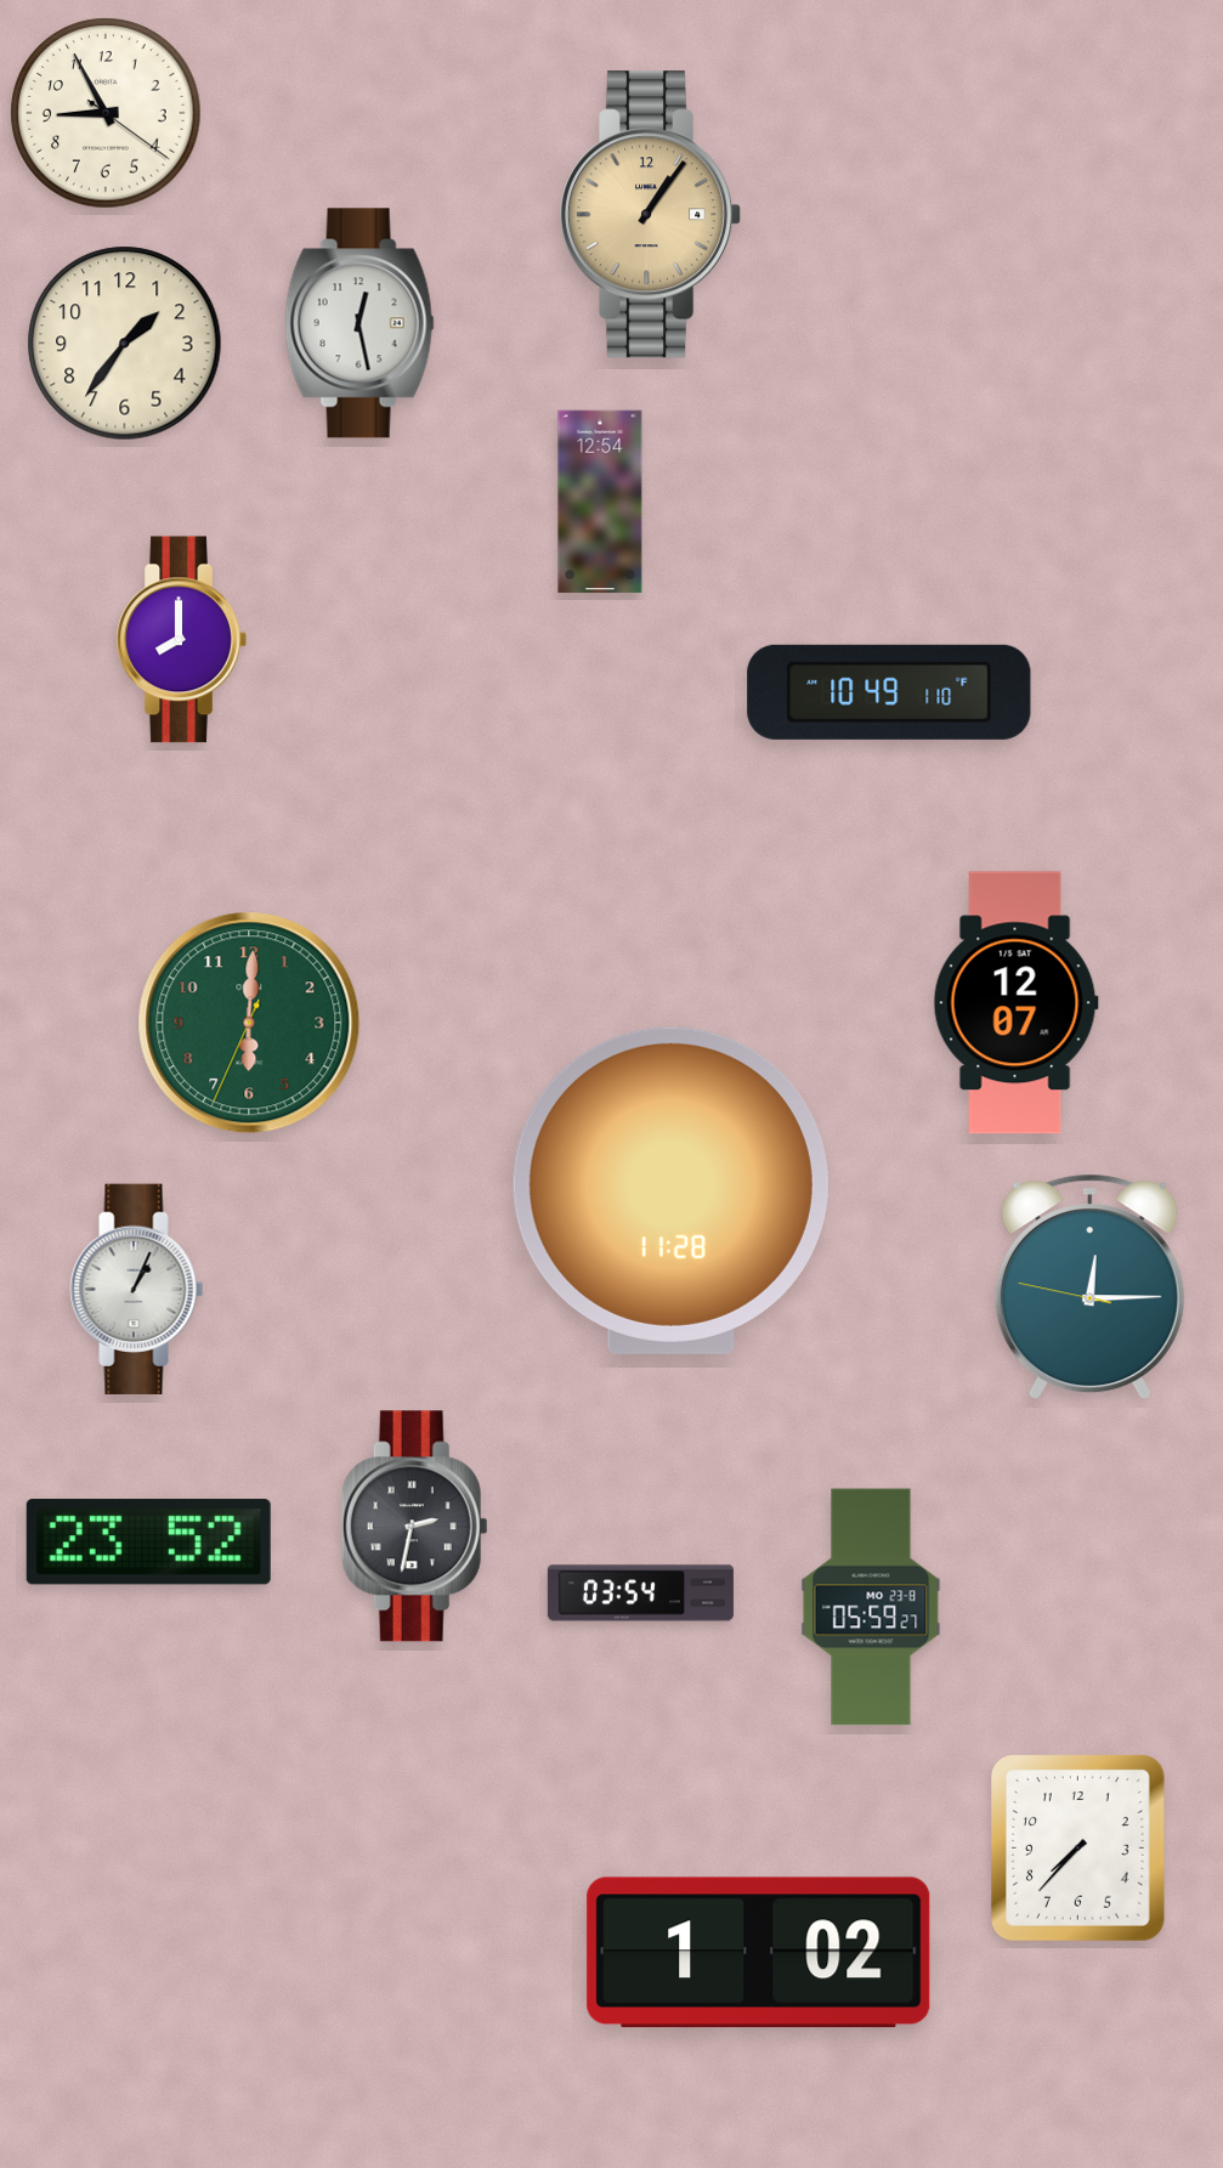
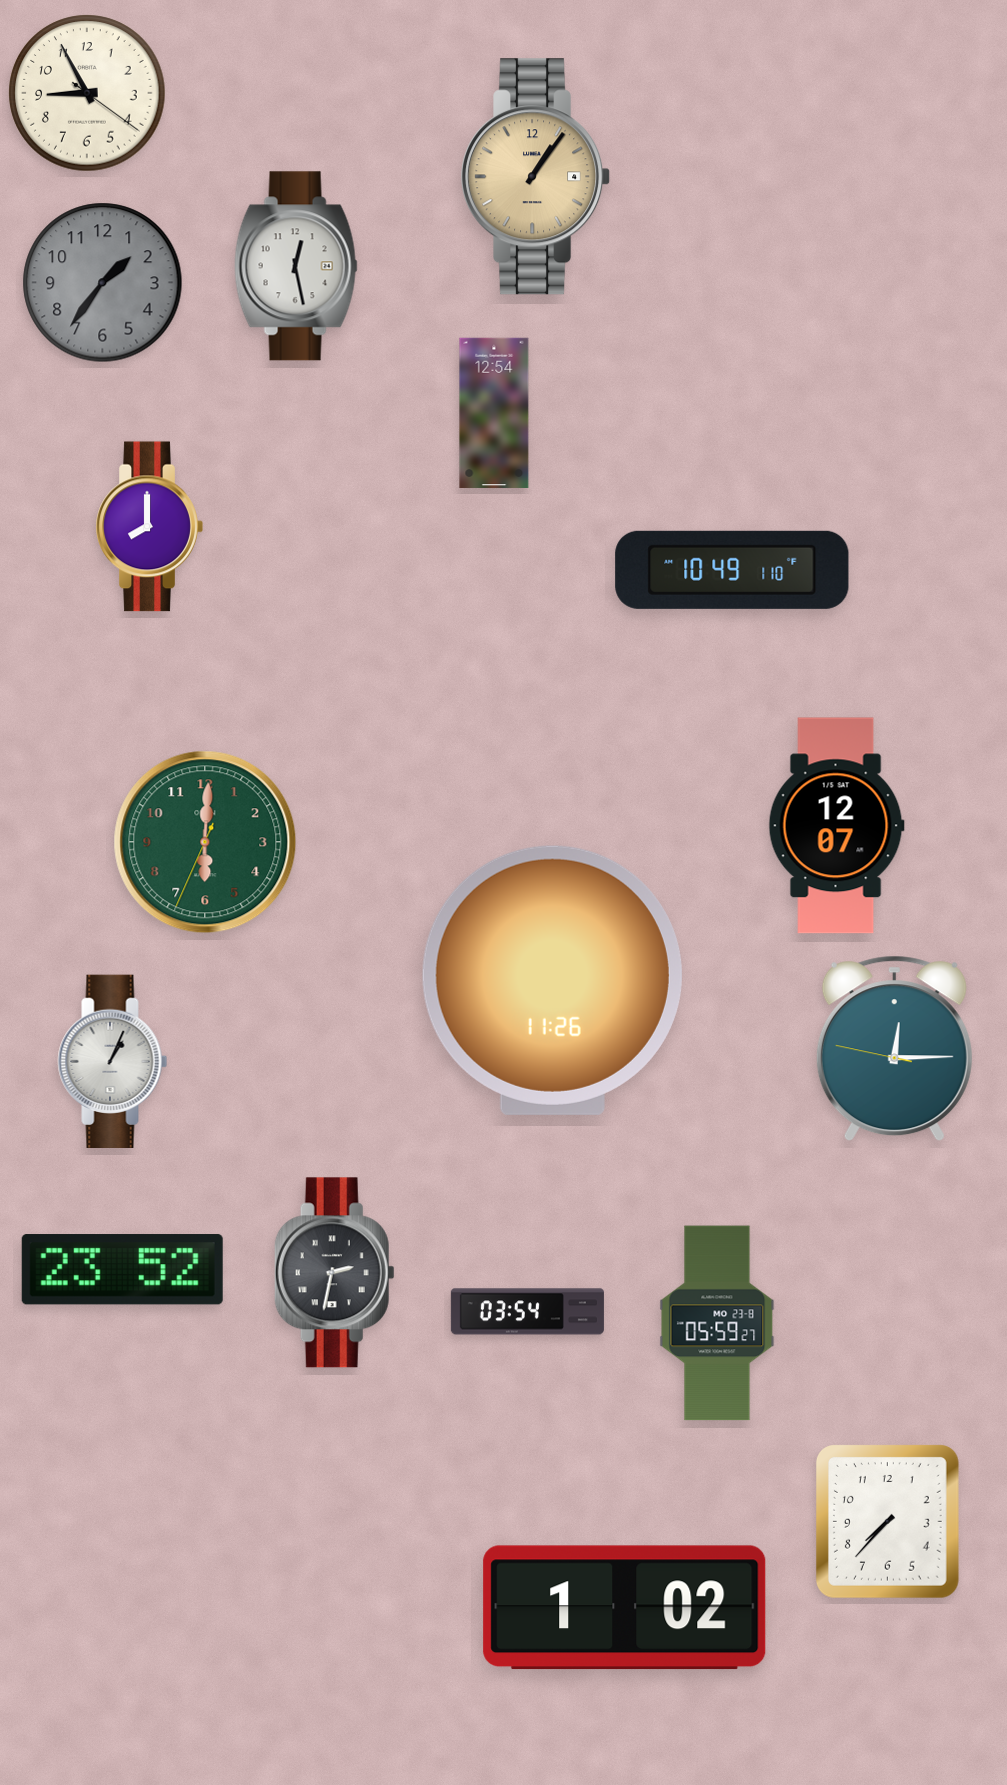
clock at (125, 344) dial: cream -> grey
clock at (670, 1190): 11:28 -> 11:26
clock at (1089, 1287) position: (1089, 1287) -> (894, 1049)
clock at (414, 1527) position: (414, 1527) -> (334, 1273)
